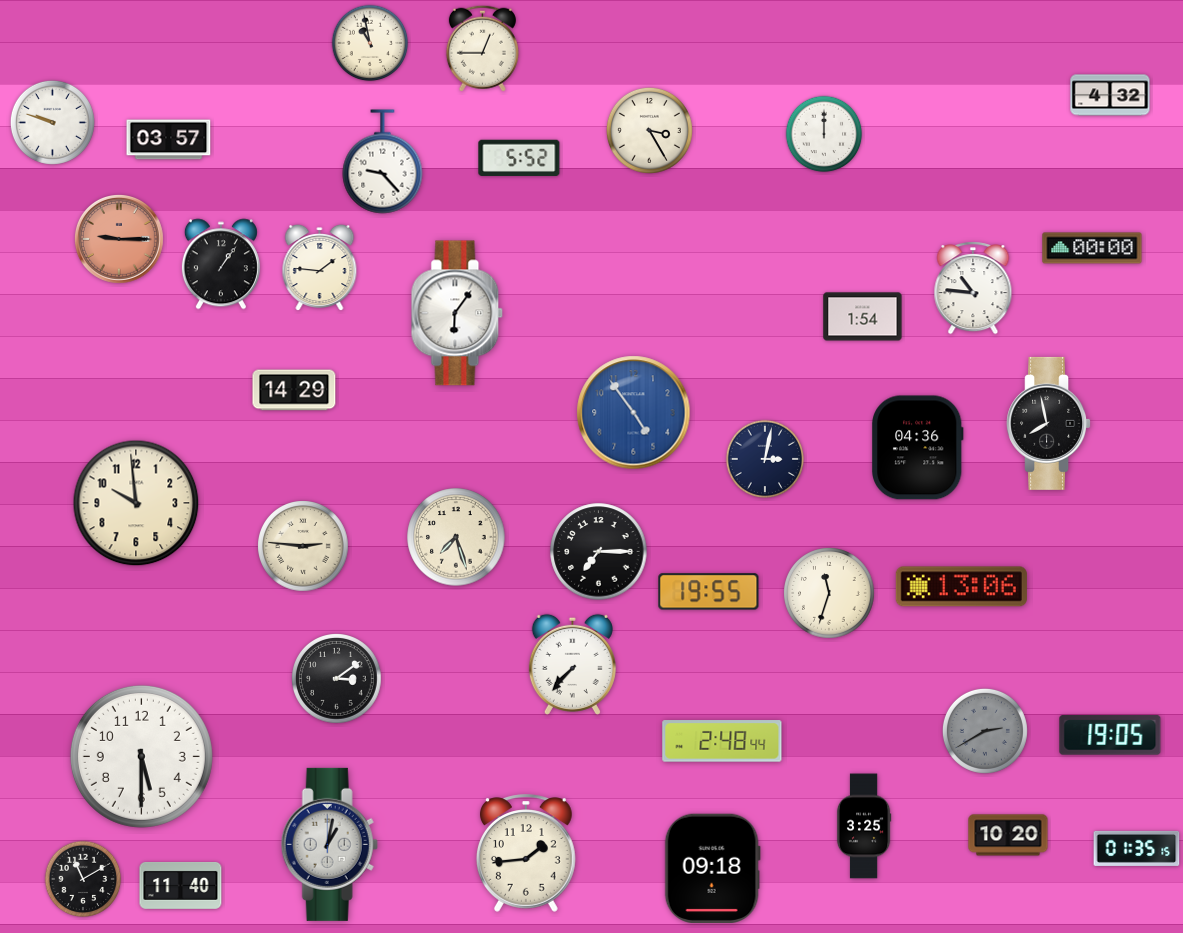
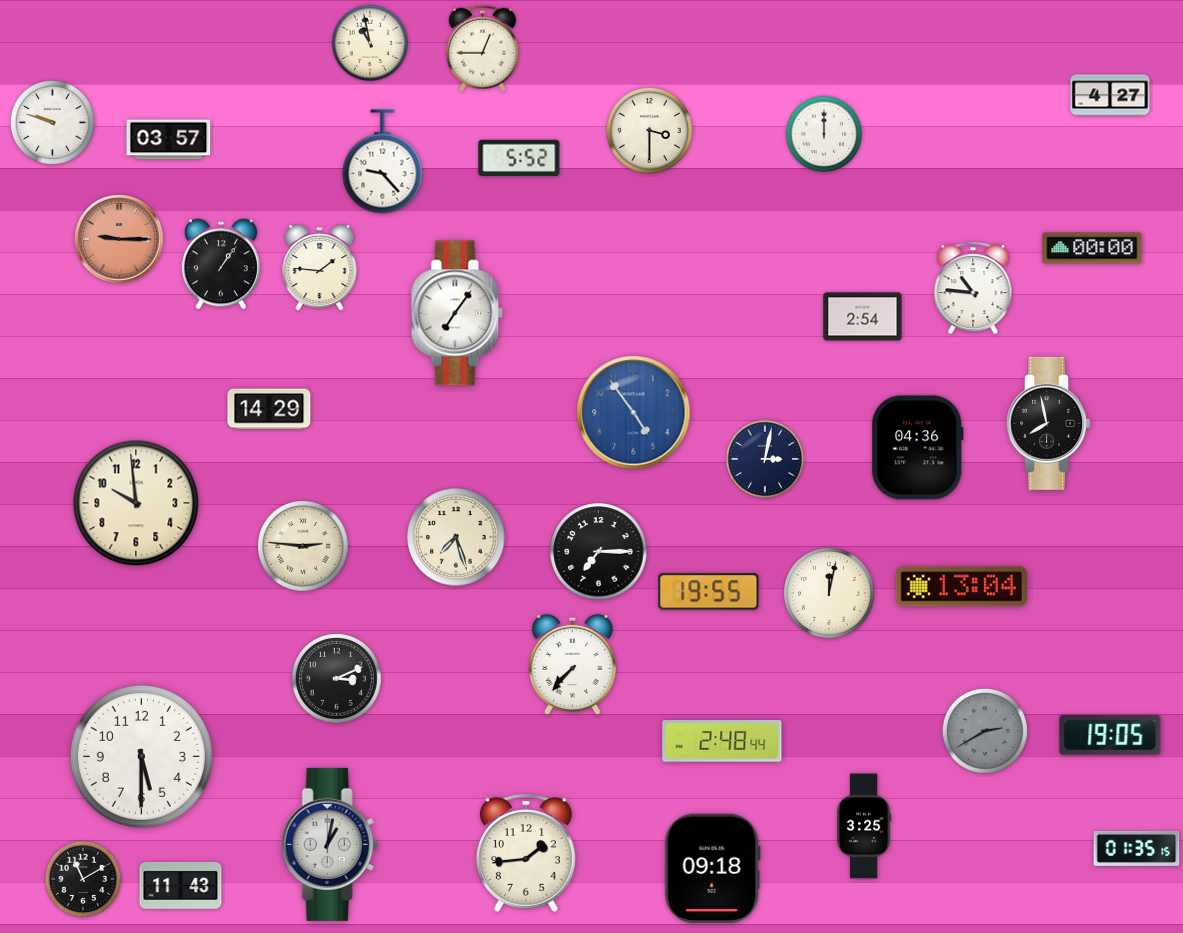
clock at (1110, 95): 4:32 -> 4:27
clock at (649, 130): 3:25 -> 3:30
clock at (457, 313): 6:06 -> 7:06
clock at (863, 317): 1:54 -> 2:54
clock at (294, 390) position: (294, 390) -> (269, 409)
clock at (961, 587): 13:06 -> 13:04
clock at (829, 593): 11:33 -> 12:02
clock at (337, 679): 3:09 -> 3:11
clock at (1008, 835): 10:20 -> none
clock at (181, 885): 11:40 -> 11:43
